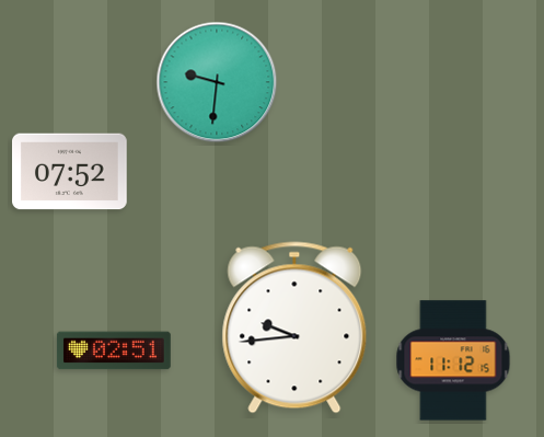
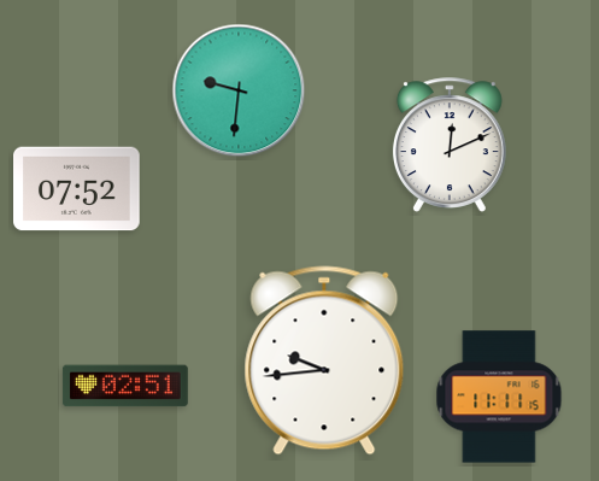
clock at (450, 145): none -> 12:11
clock at (453, 360): 11:12 -> 11:11
